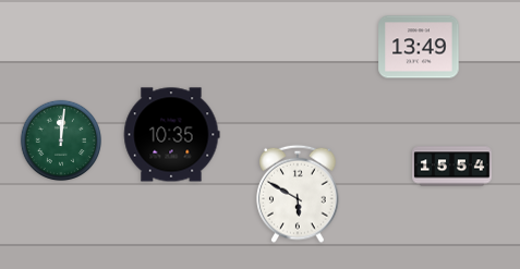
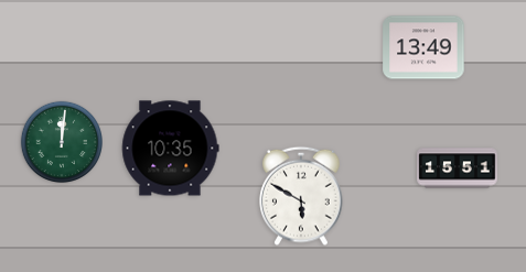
clock at (171, 135) position: (171, 135) -> (170, 149)
clock at (452, 167): 15:54 -> 15:51
